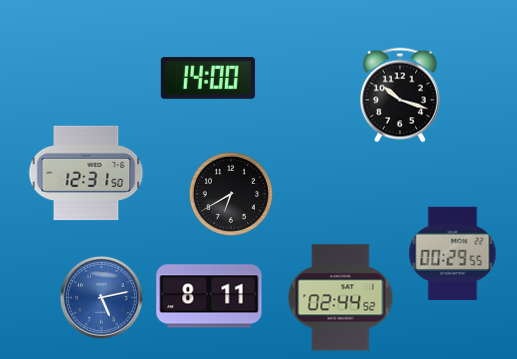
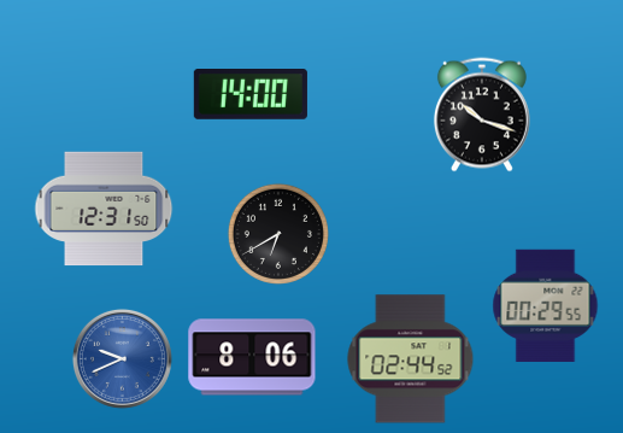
clock at (209, 296): 8:11 -> 8:06
clock at (101, 297): 5:13 -> 9:41
